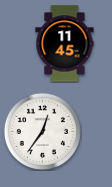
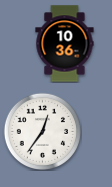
clock at (65, 44): 11:45 -> 10:36
